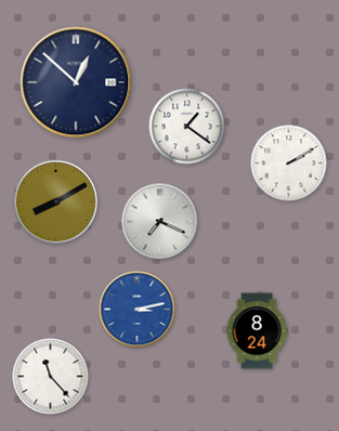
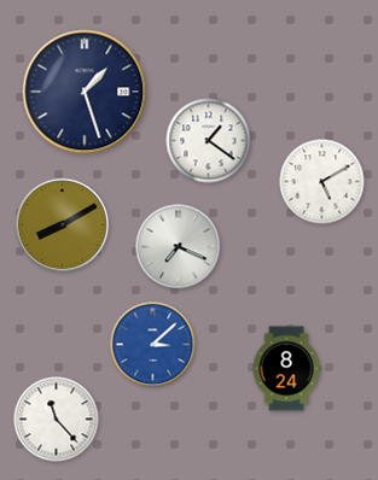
clock at (76, 82): 12:52 -> 1:27
clock at (289, 164): 2:10 -> 5:10
clock at (138, 310): 3:13 -> 3:08
